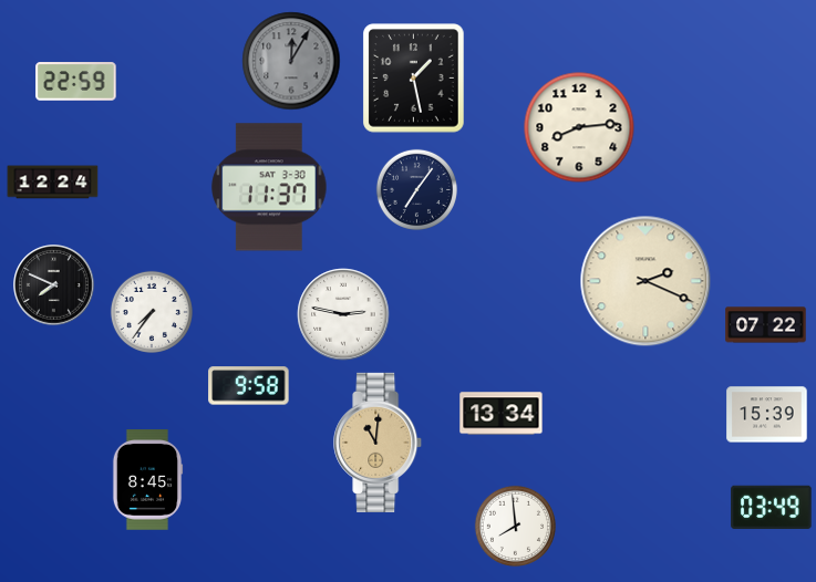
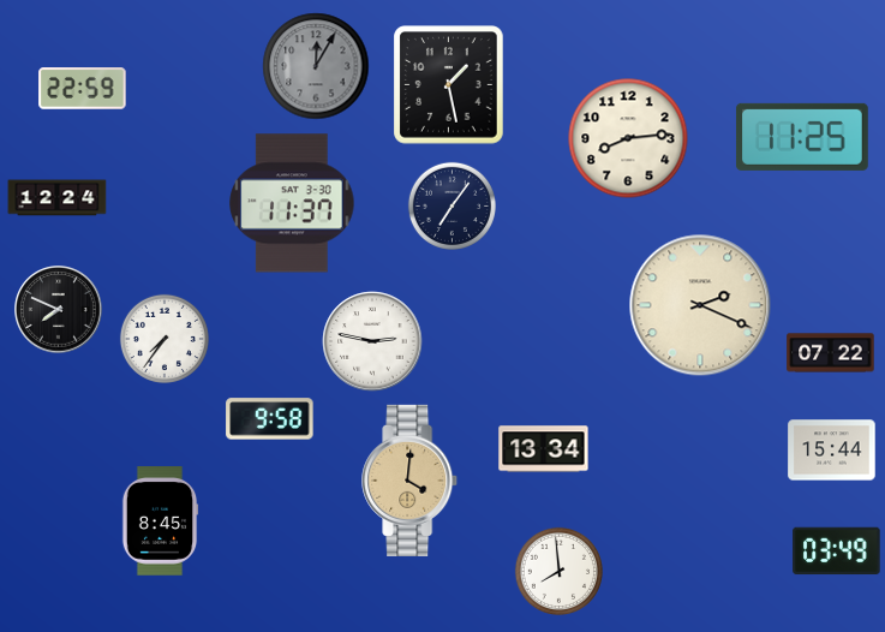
clock at (802, 137): none -> 11:25
clock at (767, 415): 15:39 -> 15:44
clock at (379, 443): 11:01 -> 4:01
